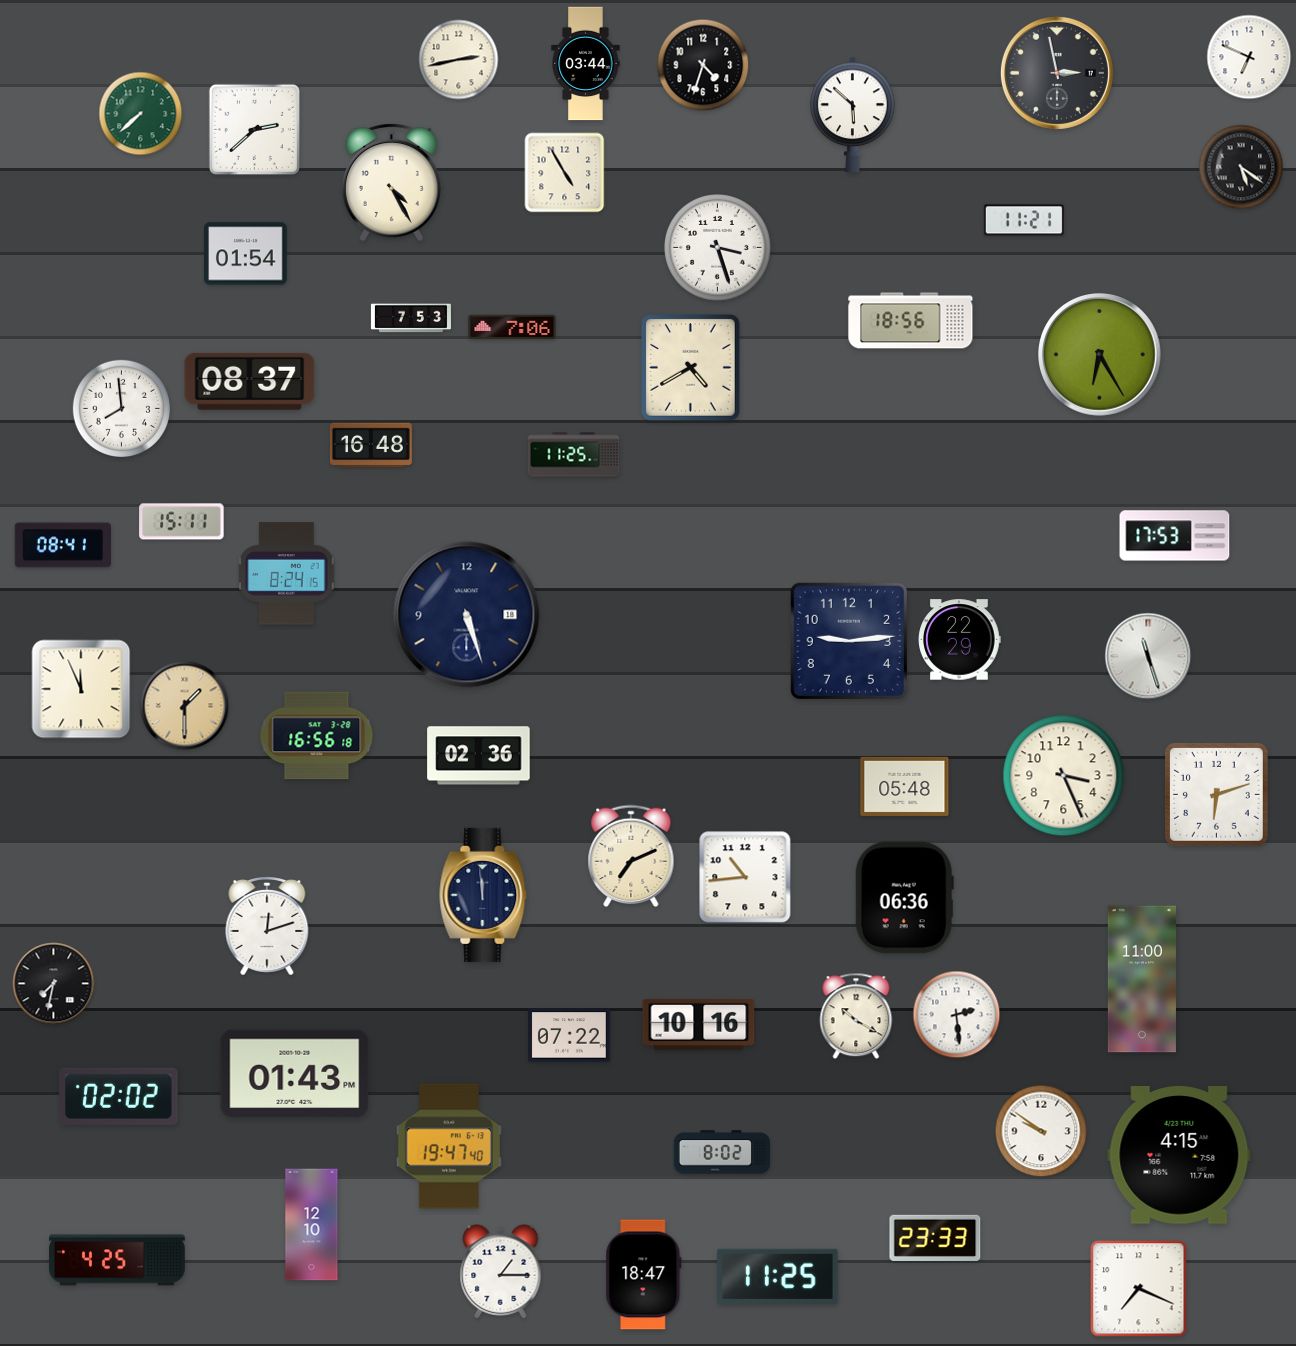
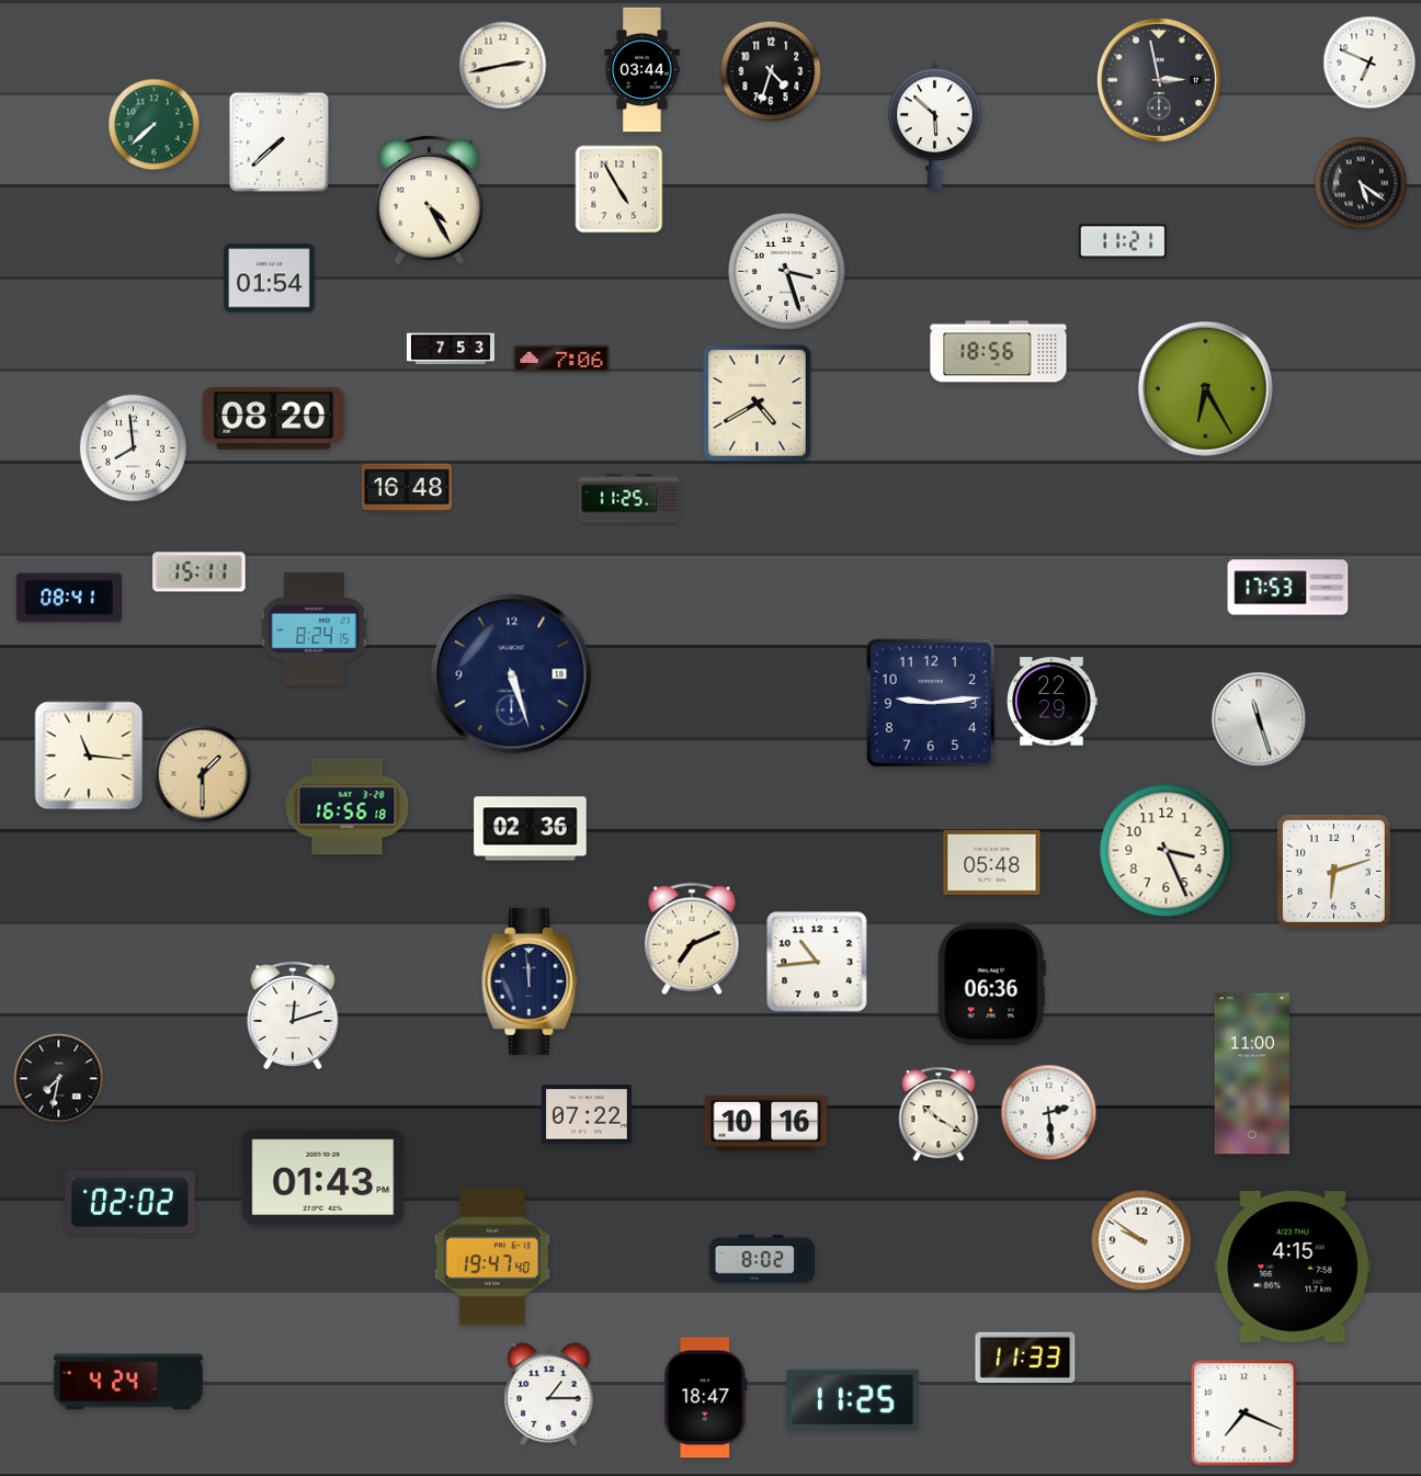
clock at (254, 129): 2:38 -> 7:38
clock at (250, 381): 08:37 -> 08:20
clock at (81, 689): 11:56 -> 11:16
clock at (479, 756) position: (479, 756) -> (531, 829)
clock at (569, 1035) position: (569, 1035) -> (587, 1114)
clock at (722, 1152) position: (722, 1152) -> (762, 1259)
clock at (312, 1225): 12:10 -> none
clock at (935, 1238): 23:33 -> 11:33
clock at (118, 1260): 4:25 -> 4:24
clock at (1139, 1289) position: (1139, 1289) -> (1244, 1413)
